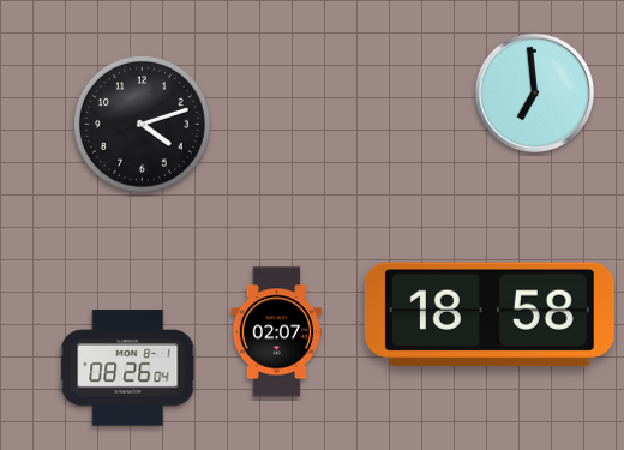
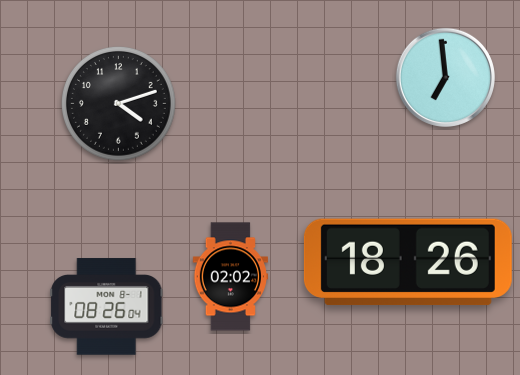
clock at (490, 314): 18:58 -> 18:26
clock at (276, 332): 02:07 -> 02:02
